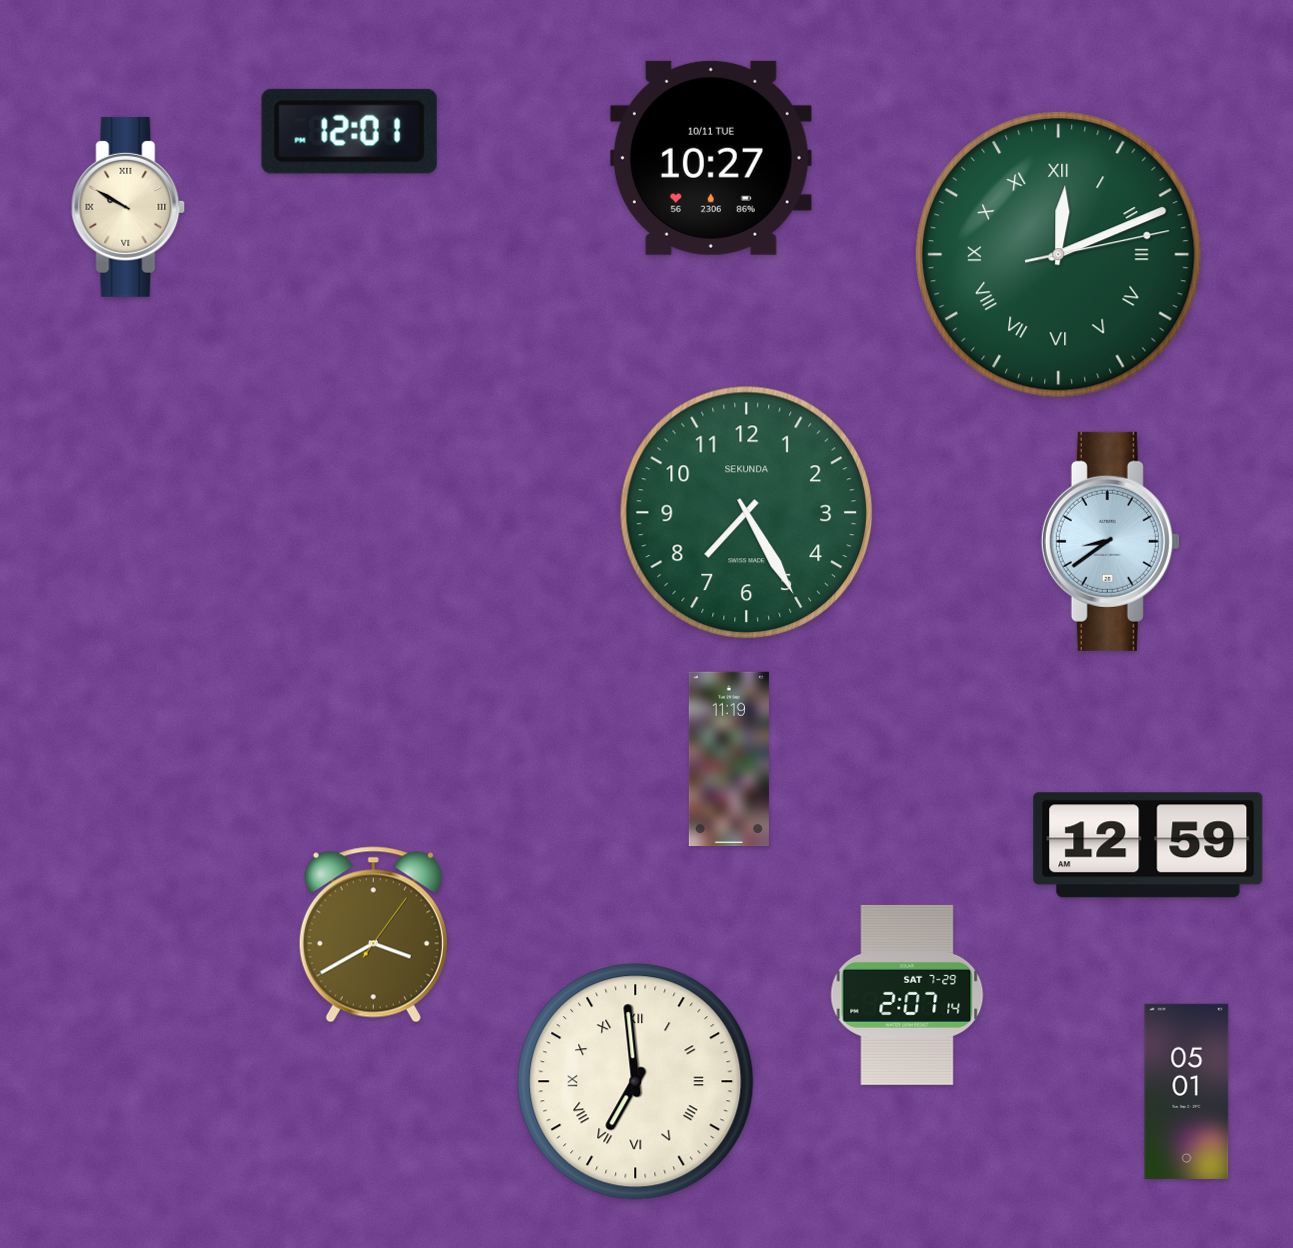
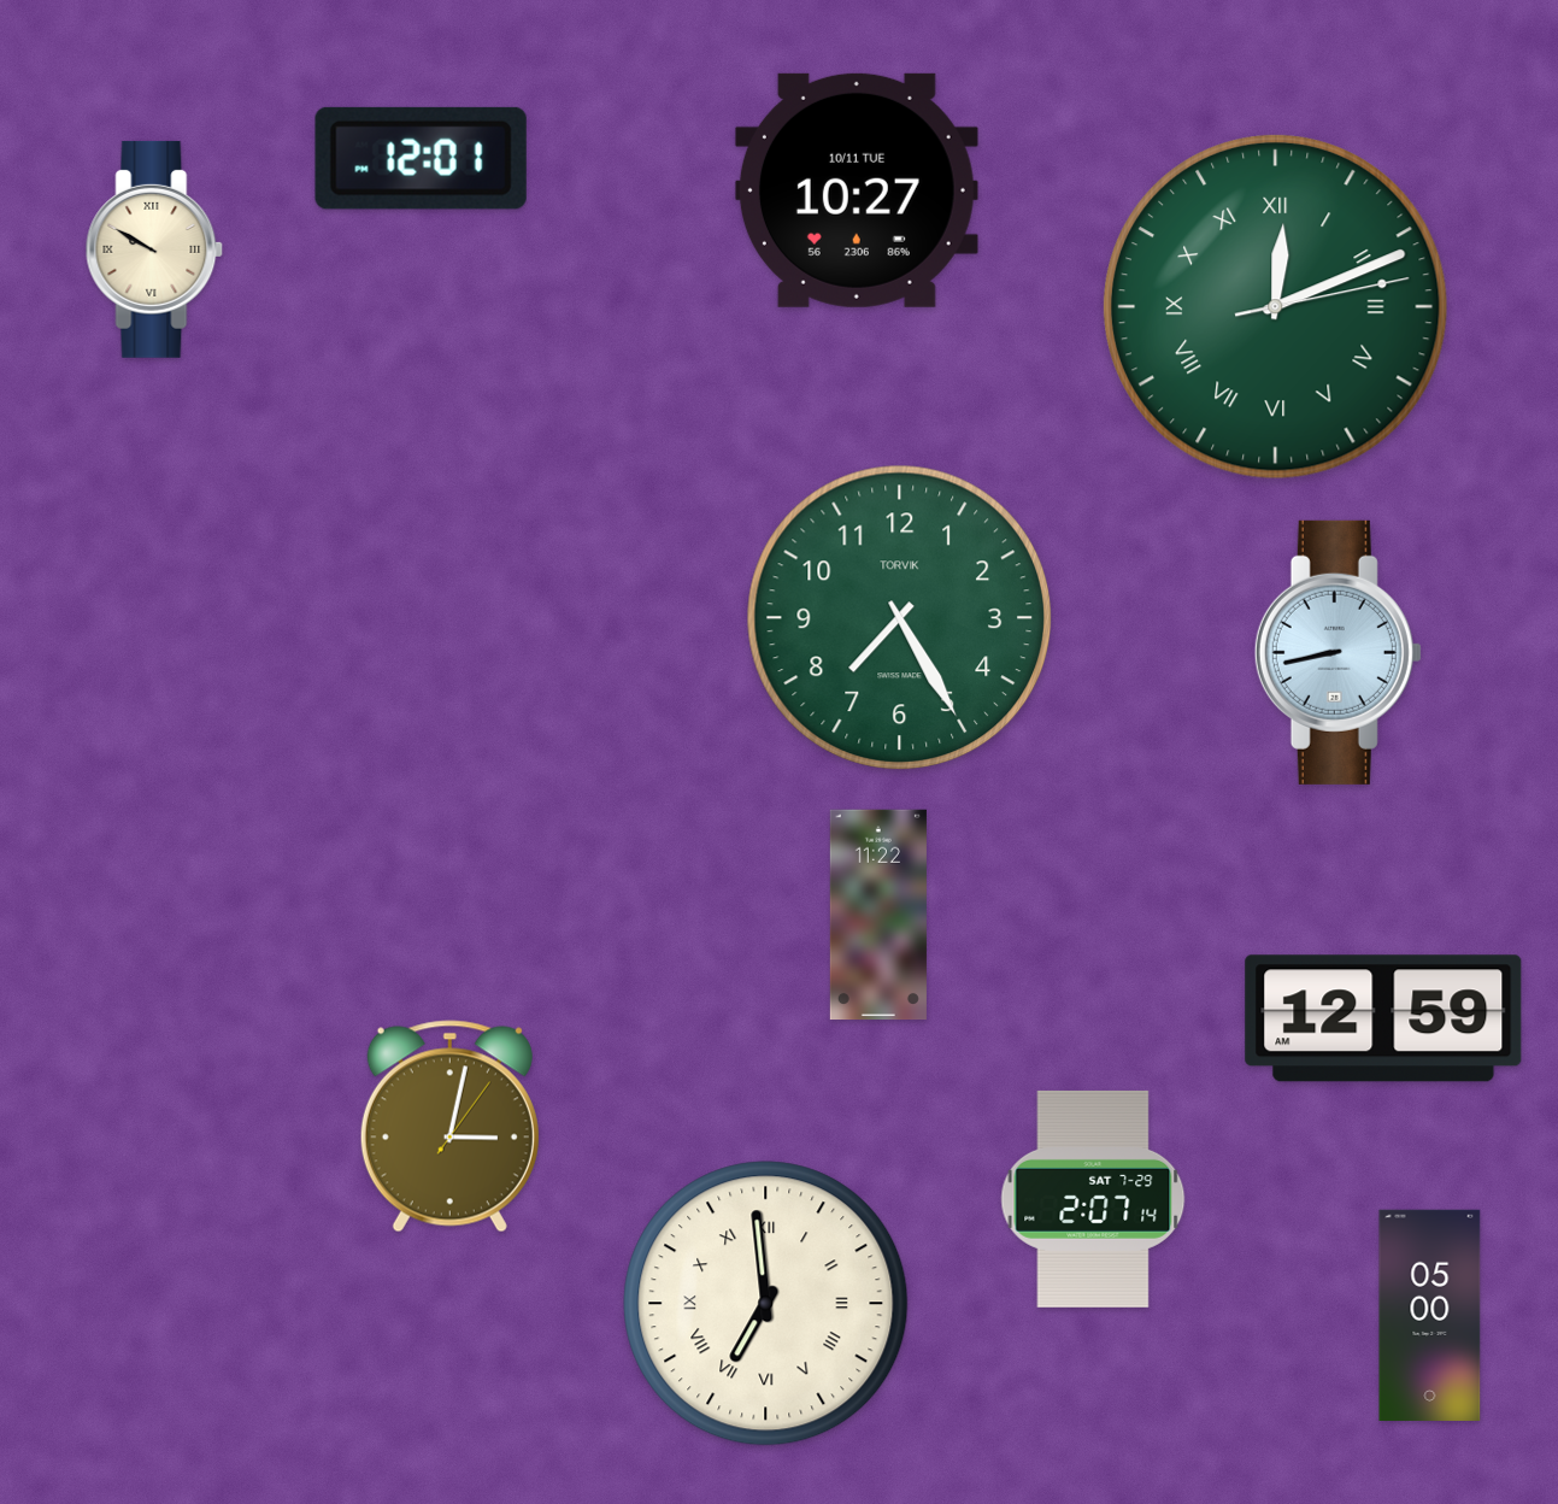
clock at (747, 513) brand: SEKUNDA -> TORVIK
clock at (1110, 541): 8:39 -> 8:43
clock at (729, 759): 11:19 -> 11:22
clock at (373, 935): 3:40 -> 3:02
clock at (1187, 1091): 05:01 -> 05:00
